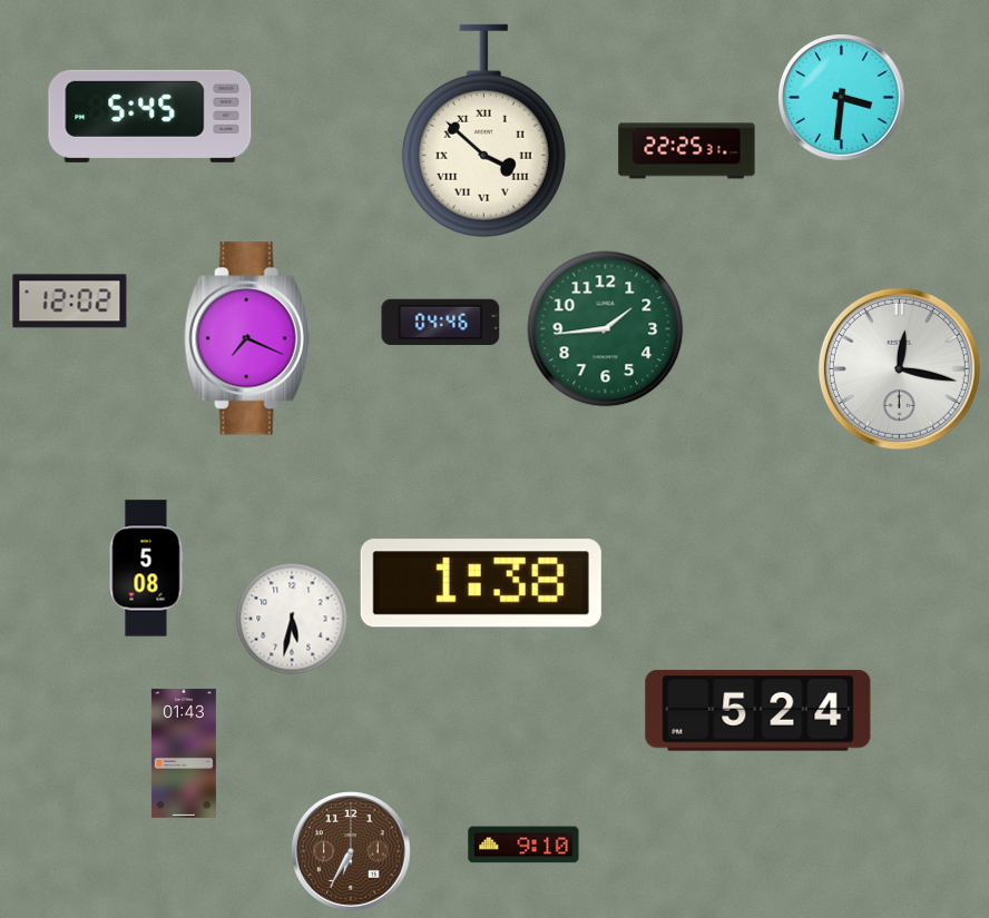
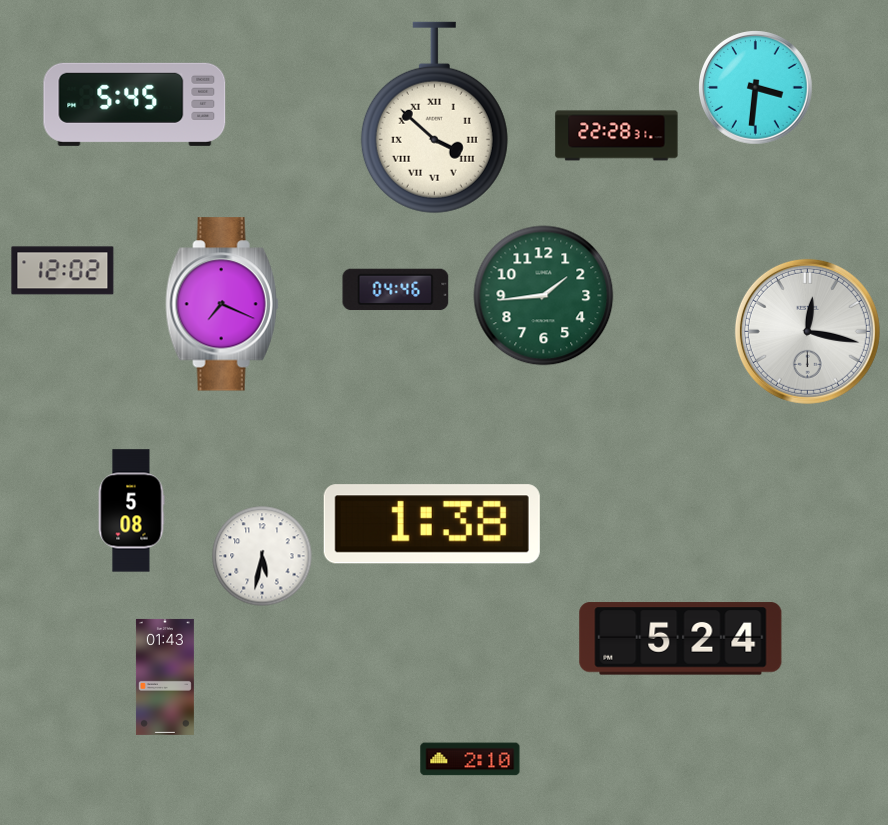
clock at (687, 151): 22:25 -> 22:28
clock at (523, 845): 9:10 -> 2:10
clock at (351, 851): 6:35 -> none
